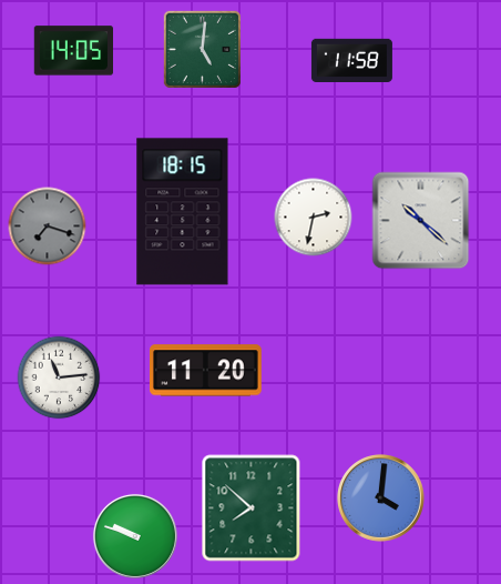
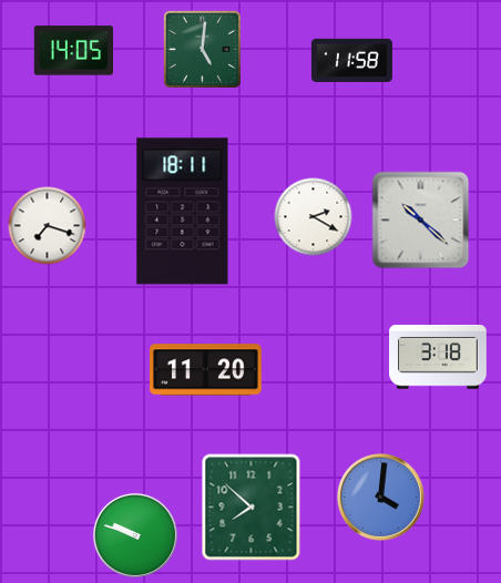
clock at (183, 212): 18:15 -> 18:11
clock at (314, 218): 2:32 -> 2:20
clock at (48, 226) dial: grey -> white
clock at (438, 358): none -> 3:18
clock at (59, 377): 11:14 -> none
